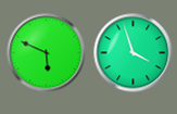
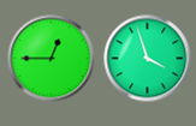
clock at (47, 53): 5:49 -> 12:45
